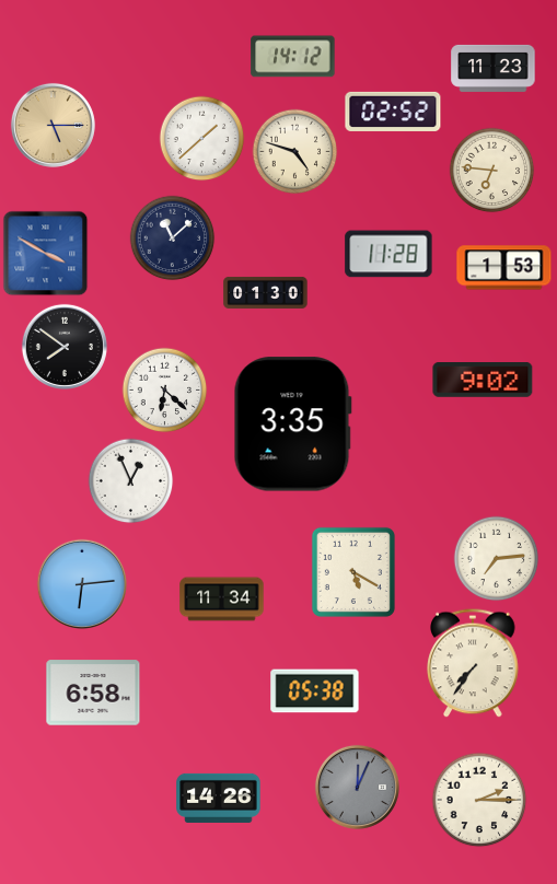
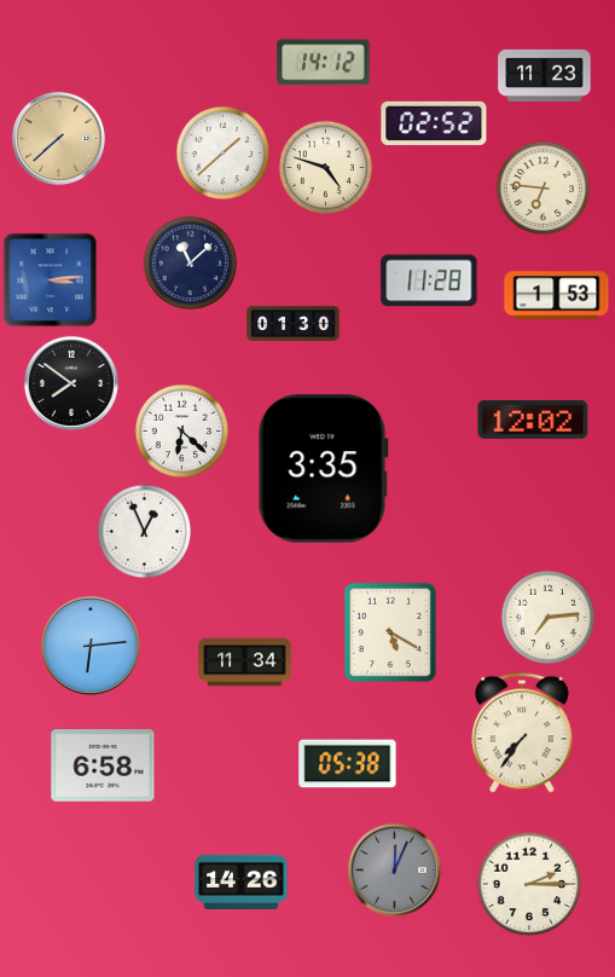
clock at (53, 125): 5:15 -> 7:38
clock at (45, 253): 3:50 -> 3:14
clock at (483, 381): 9:02 -> 12:02
